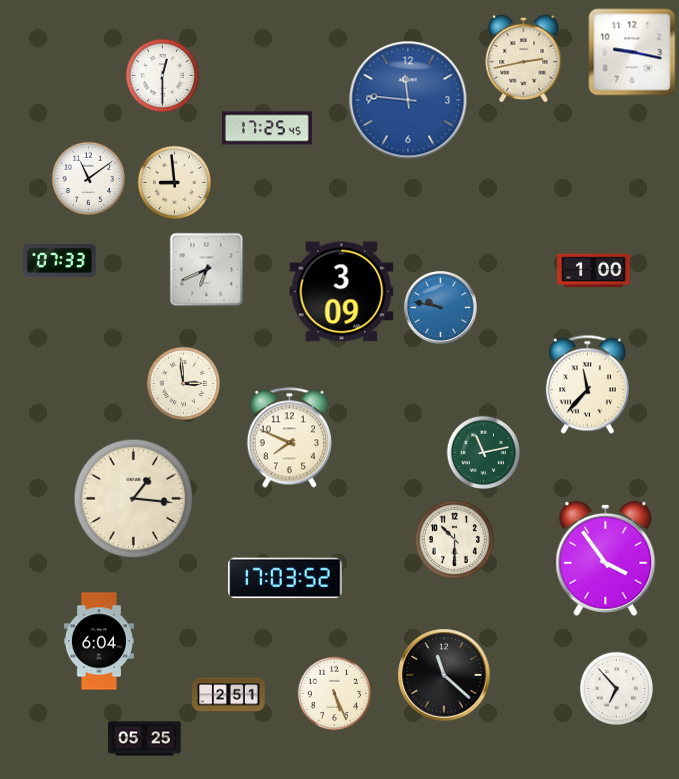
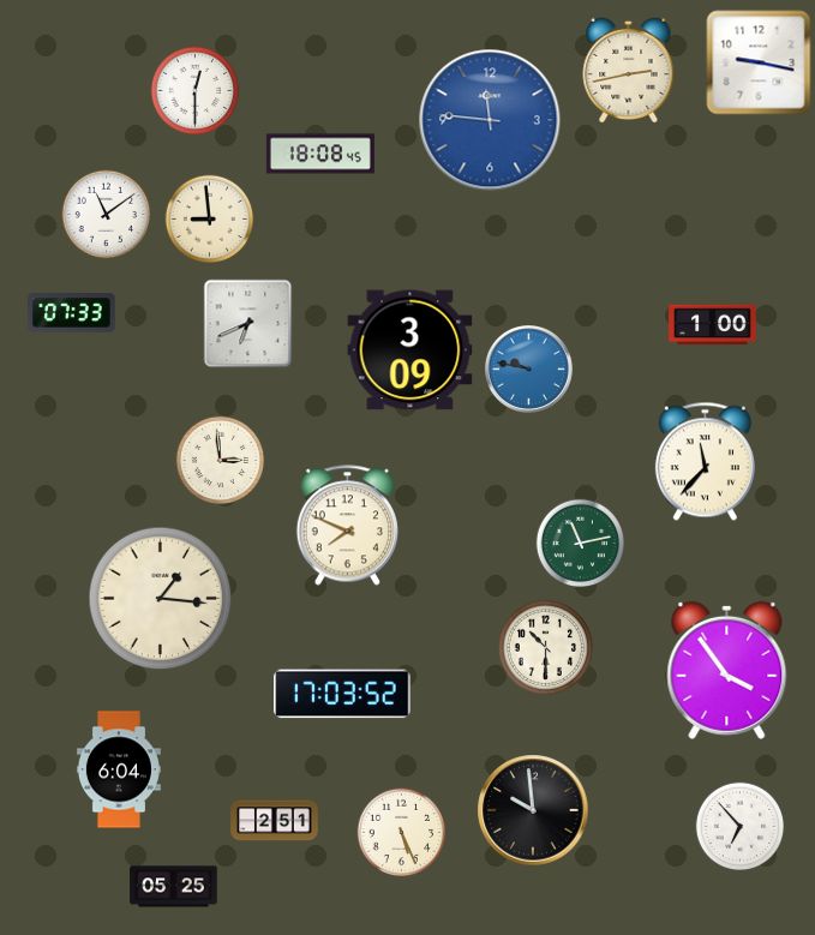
clock at (267, 128): 17:25 -> 18:08
clock at (444, 675): 11:22 -> 9:59
clock at (229, 695) position: (229, 695) -> (275, 821)
